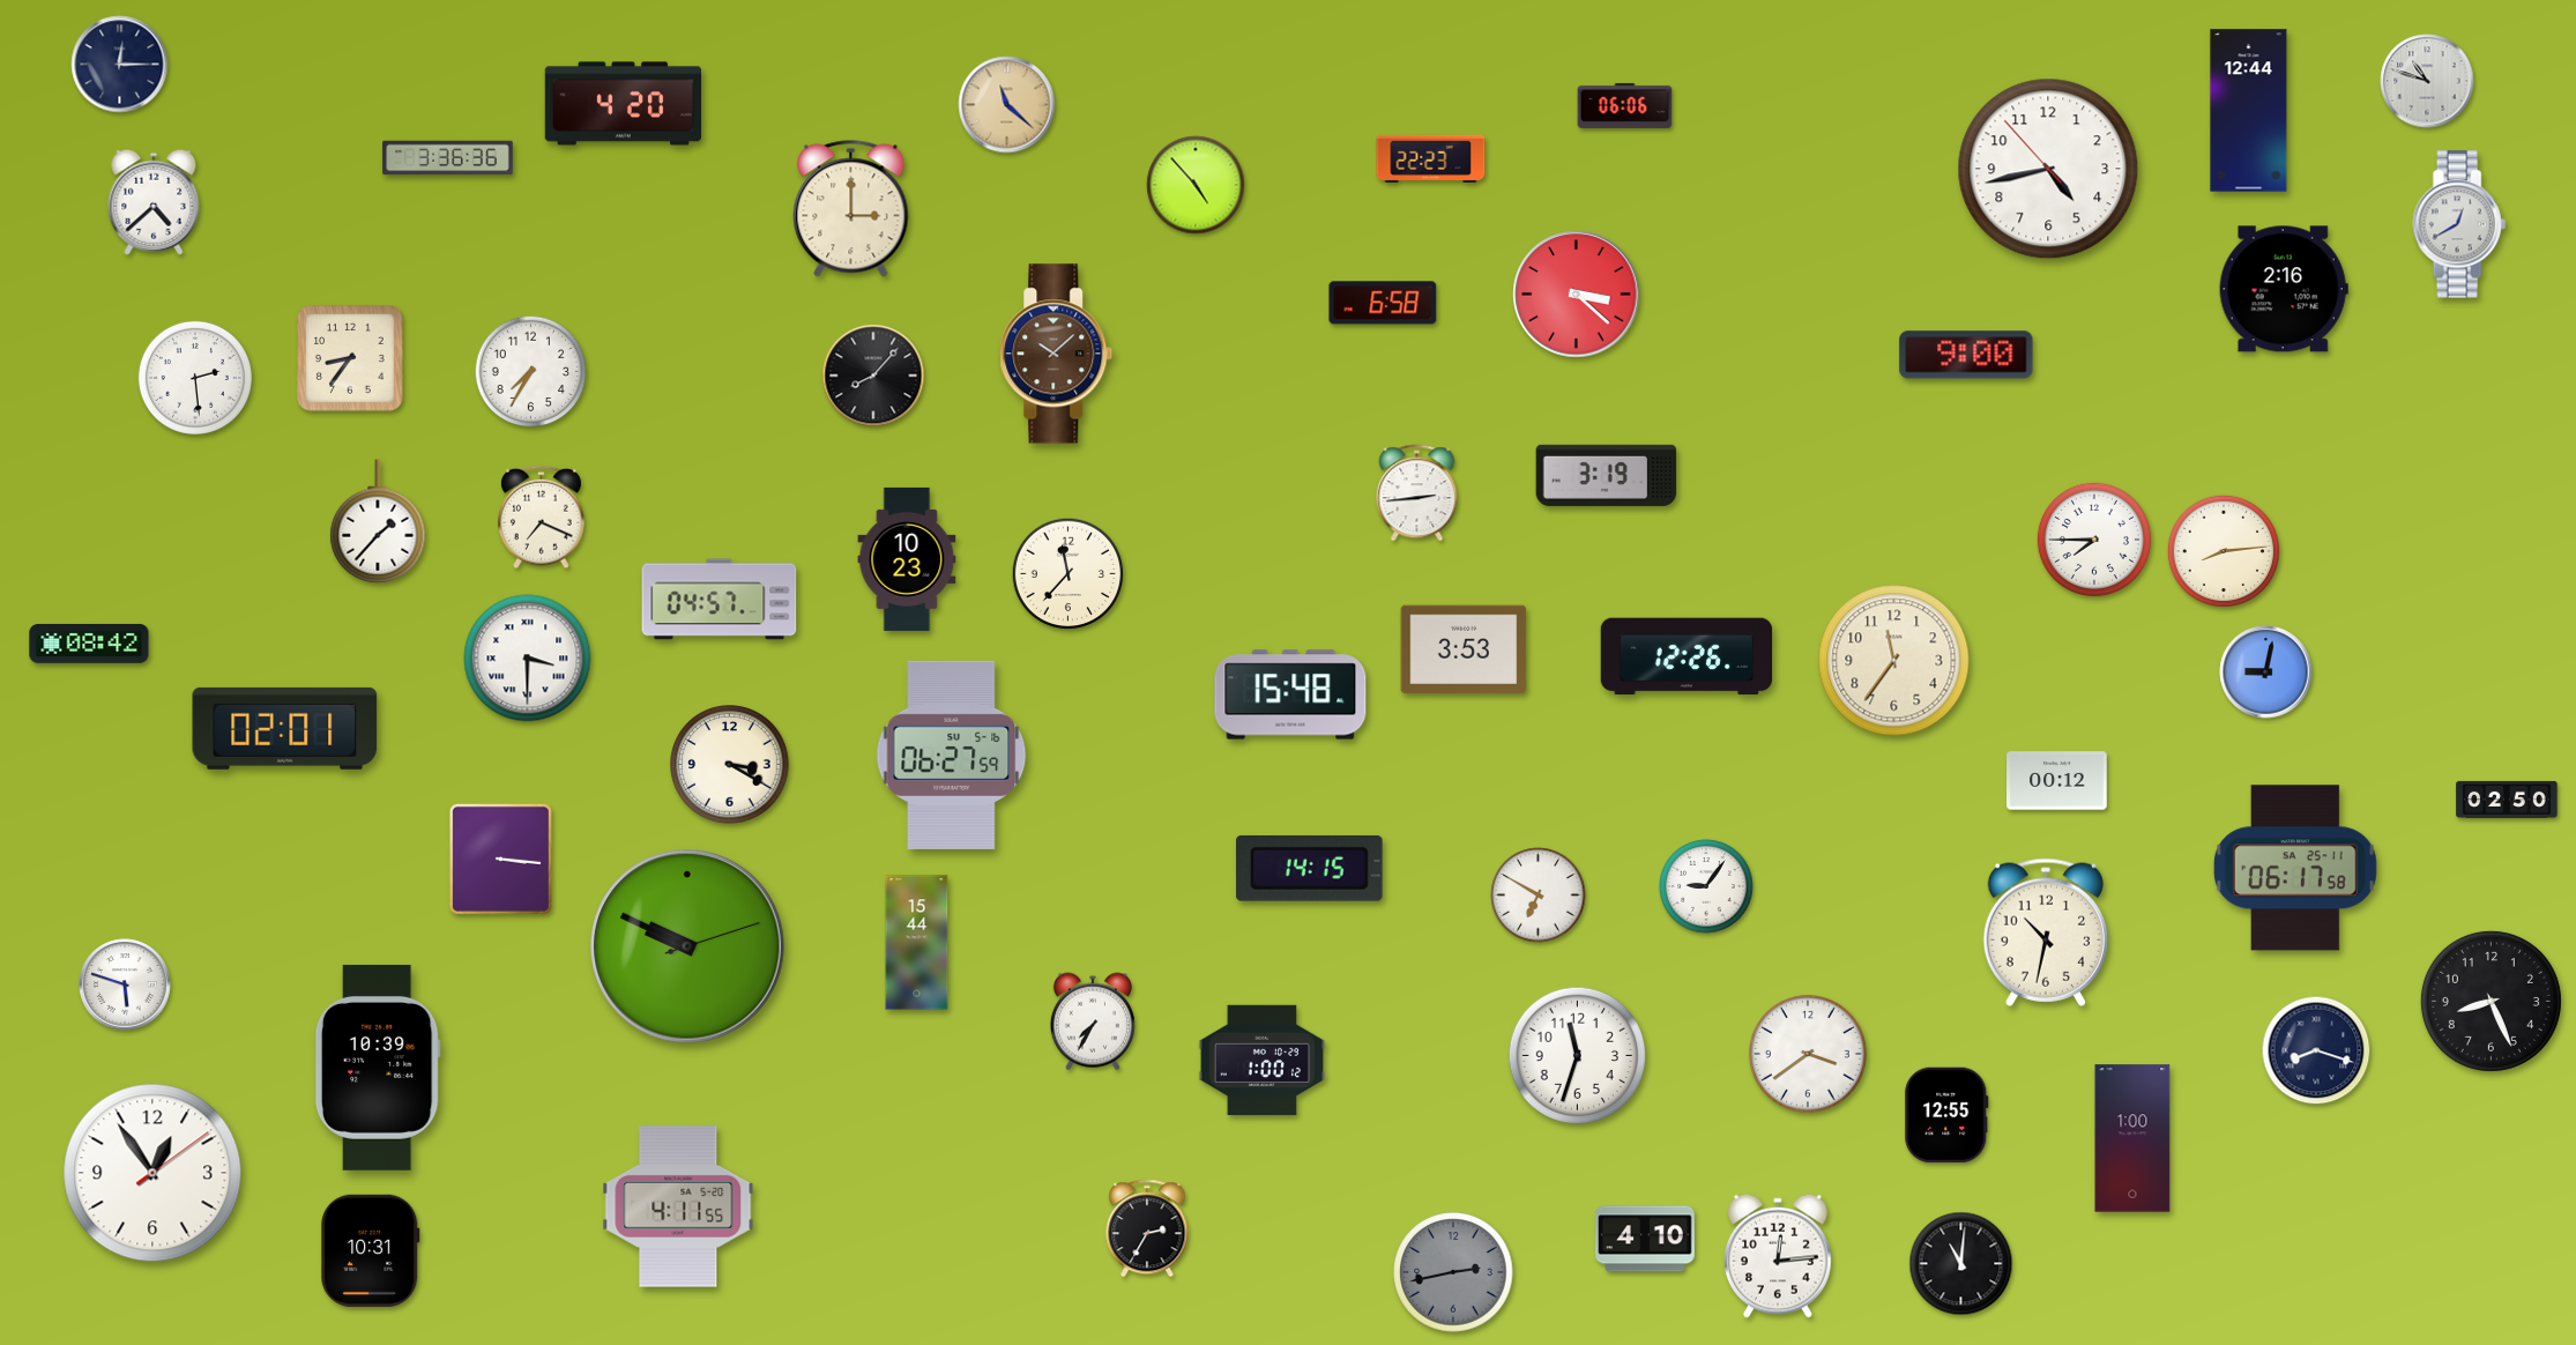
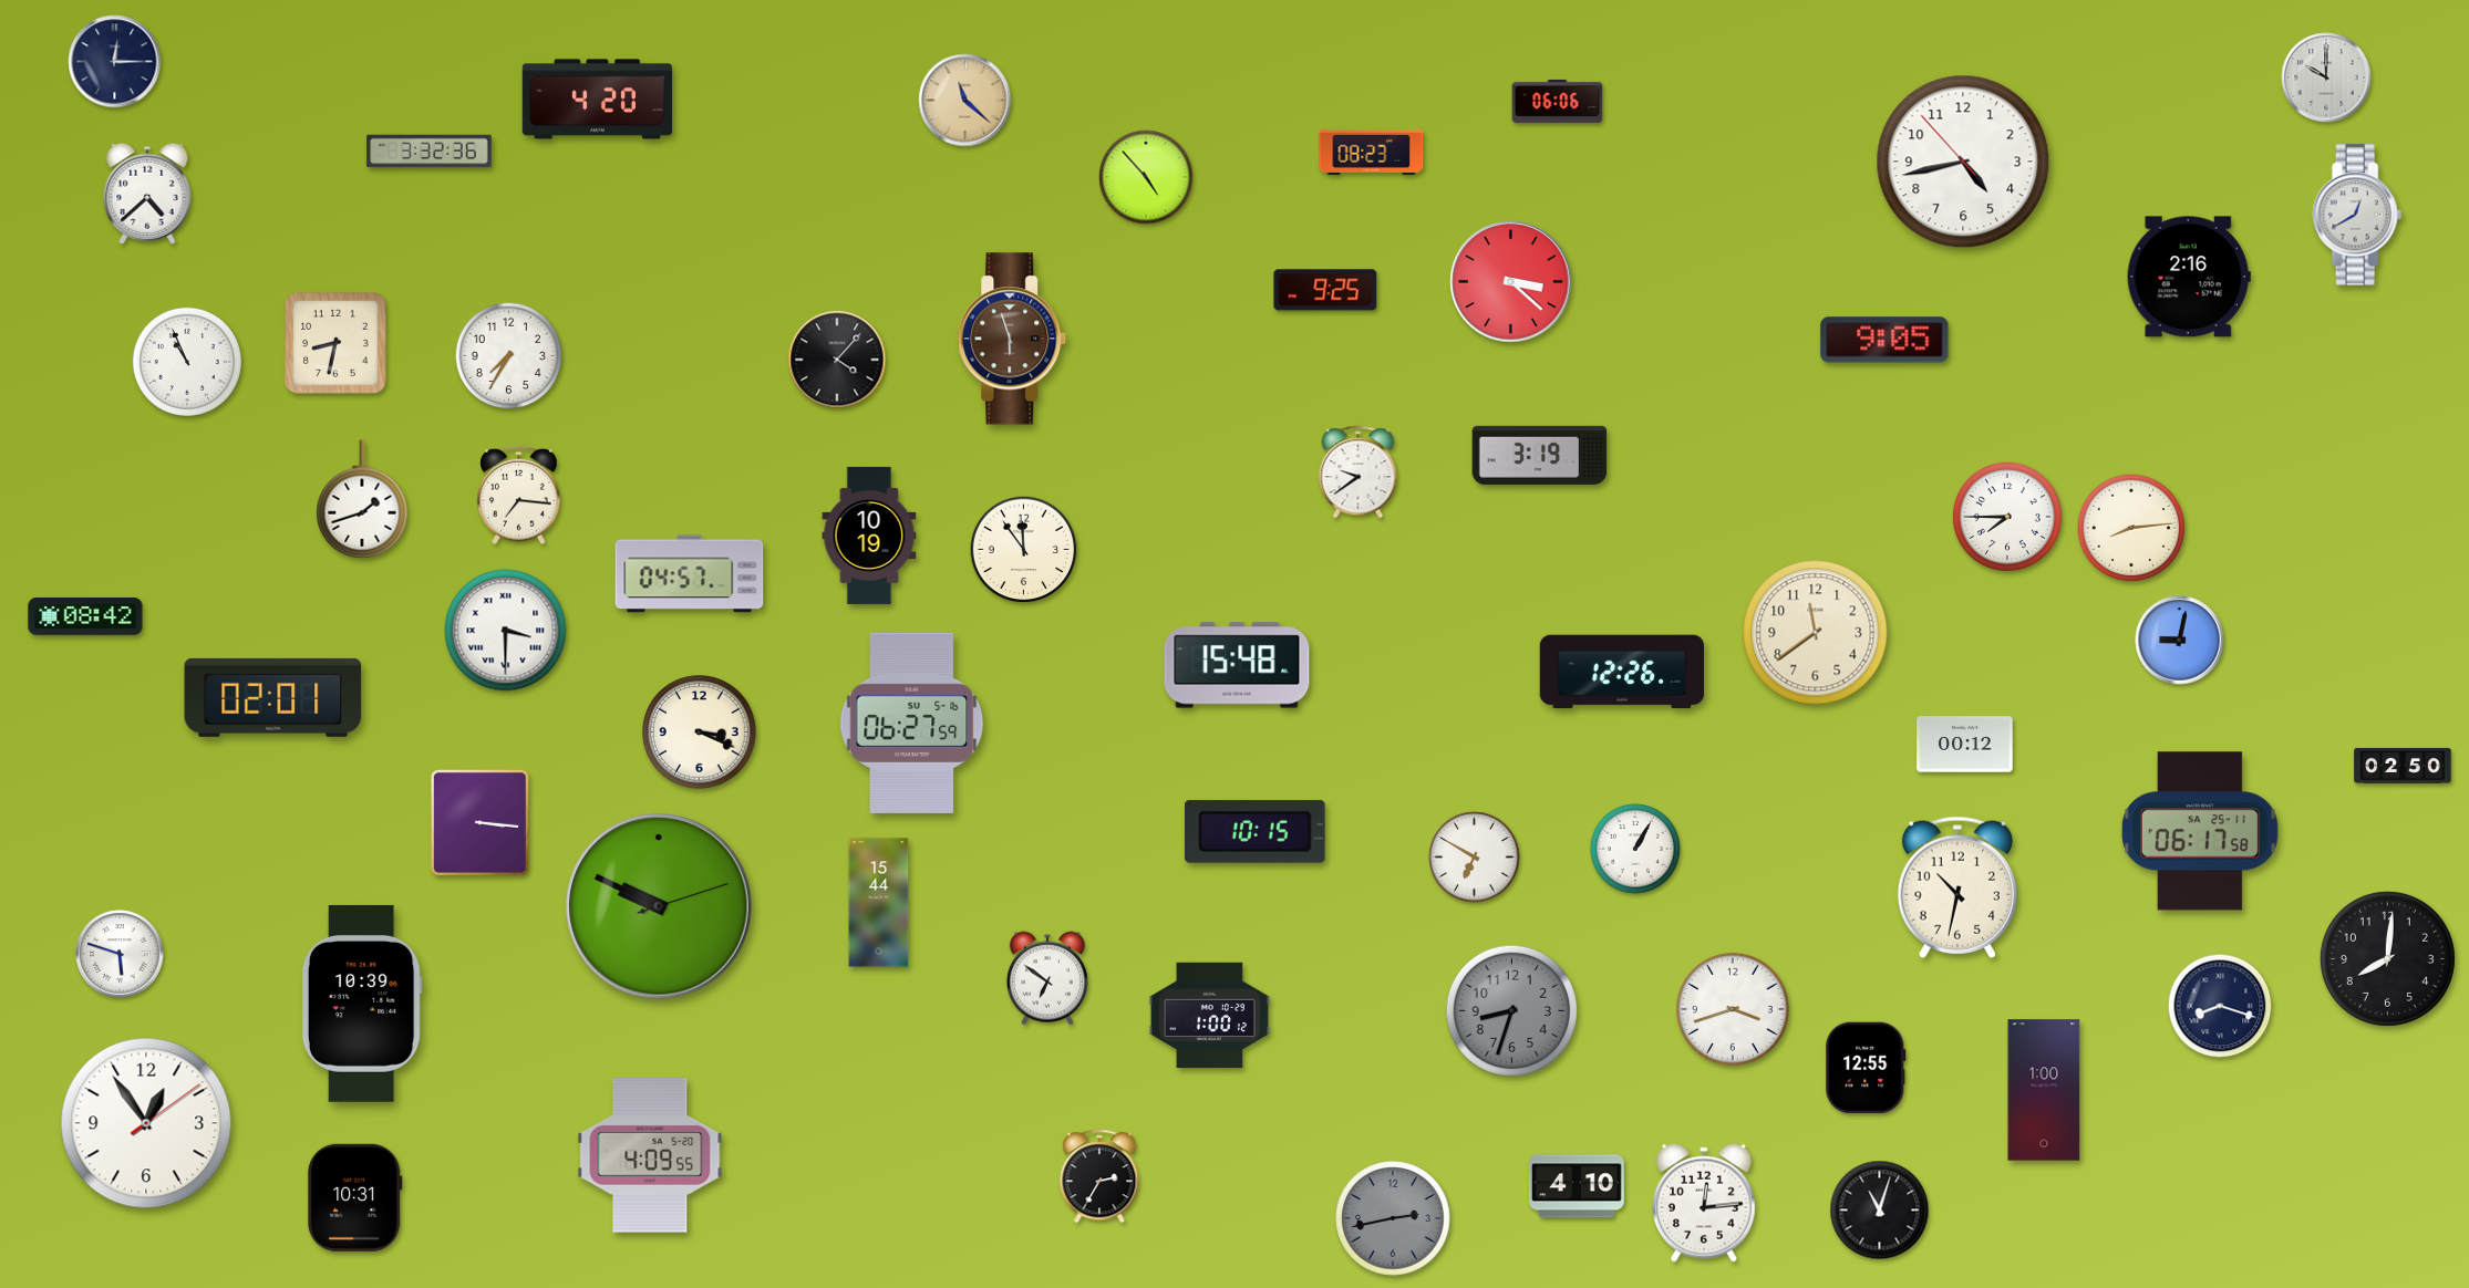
clock at (2427, 81): 10:48 -> 10:00
clock at (2249, 111): 12:44 -> none
clock at (448, 158): 3:36 -> 3:32
clock at (1431, 158): 22:23 -> 08:23
clock at (851, 209): 3:00 -> none
clock at (1383, 303): 6:58 -> 9:25
clock at (1056, 354): 10:08 -> 5:57
clock at (1966, 355): 9:00 -> 9:05
clock at (350, 358): 8:36 -> 8:32
clock at (873, 376): 8:07 -> 4:07
clock at (195, 378): 2:29 -> 10:56
clock at (1417, 493): 2:44 -> 9:39
clock at (542, 518): 7:19 -> 7:16
clock at (378, 521): 1:37 -> 1:42
clock at (907, 559): 10:23 -> 10:19
clock at (1069, 574): 11:37 -> 11:54
clock at (1464, 649): 3:53 -> none
clock at (1685, 656) position: (1685, 656) -> (1621, 672)
clock at (1894, 661): 11:36 -> 11:39
clock at (2266, 672) position: (2266, 672) -> (2180, 641)
clock at (730, 765): 3:20 -> 3:19
clock at (2057, 781) position: (2057, 781) -> (1965, 745)
clock at (1310, 868): 14:15 -> 10:15
clock at (1706, 886): 9:06 -> 1:05
clock at (2046, 932) position: (2046, 932) -> (1957, 887)
clock at (125, 984) position: (125, 984) -> (120, 954)
clock at (2491, 1001): 8:26 -> 8:01
clock at (1093, 1021): 7:35 -> 6:51
clock at (1577, 1055): 11:33 -> 8:33
clock at (1577, 1055) dial: white -> grey
clock at (1809, 1055): 3:39 -> 3:42
clock at (378, 1068) position: (378, 1068) -> (362, 1004)
clock at (678, 1206): 4:11 -> 4:09
clock at (1961, 1264): 11:01 -> 11:03
